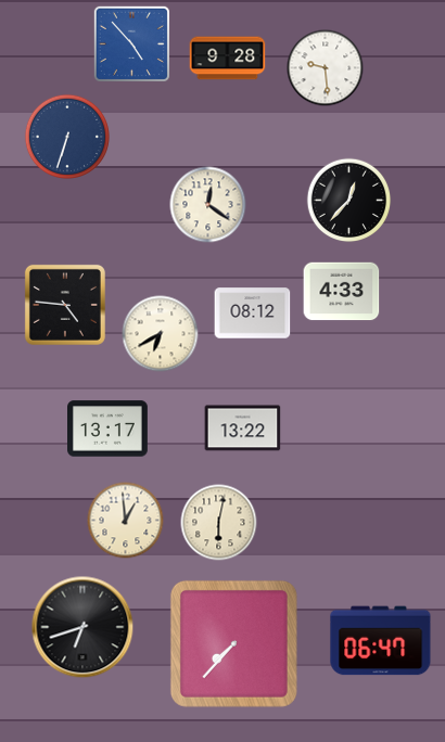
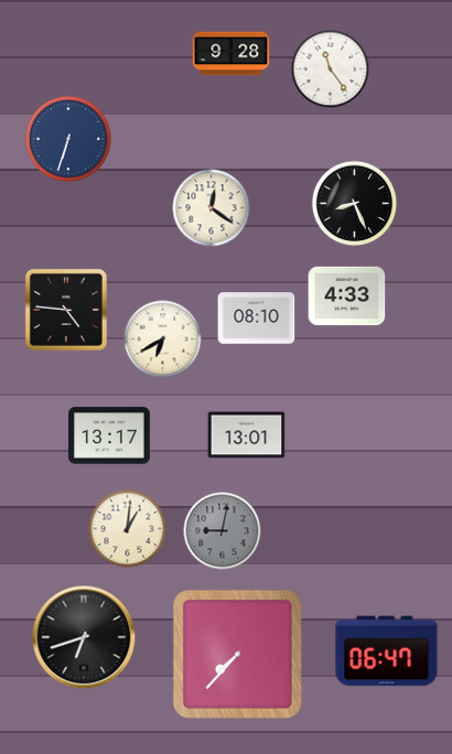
clock at (131, 43): 4:53 -> none
clock at (228, 59) position: (228, 59) -> (232, 54)
clock at (326, 68): 9:29 -> 11:24
clock at (349, 201): 12:37 -> 8:26
clock at (253, 314): 08:12 -> 08:10
clock at (243, 428): 13:22 -> 13:01
clock at (126, 521): 12:59 -> 1:01
clock at (219, 523): 6:02 -> 9:02
clock at (219, 523) dial: cream -> grey
